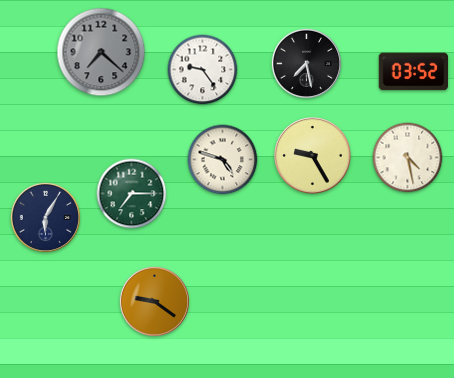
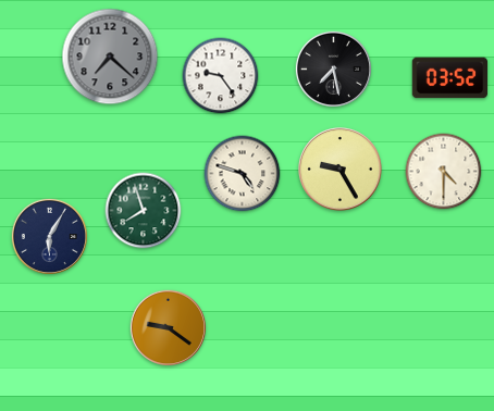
clock at (408, 158): 4:28 -> 4:30
clock at (132, 194): 7:15 -> 7:57
